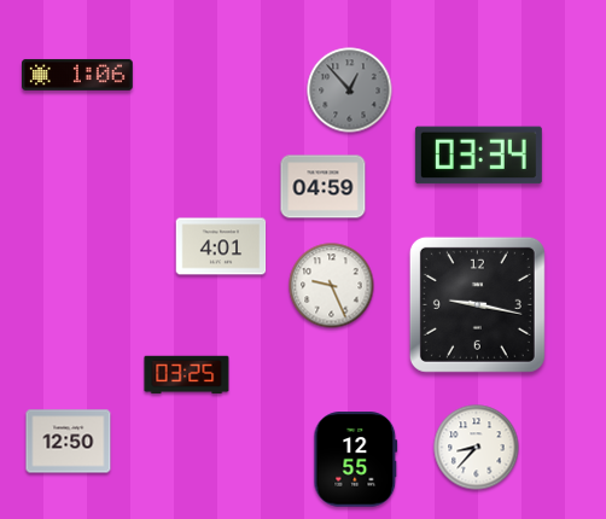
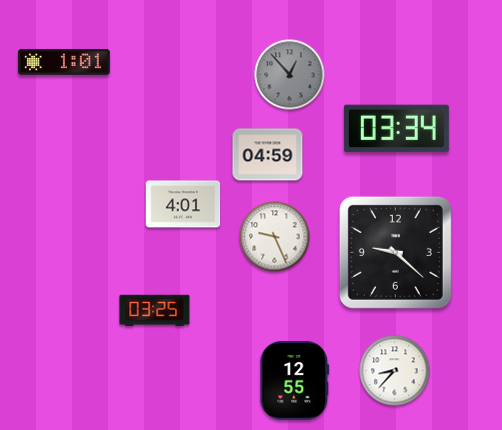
clock at (78, 75): 1:06 -> 1:01
clock at (477, 304): 9:17 -> 9:22
clock at (69, 442): 12:50 -> none
